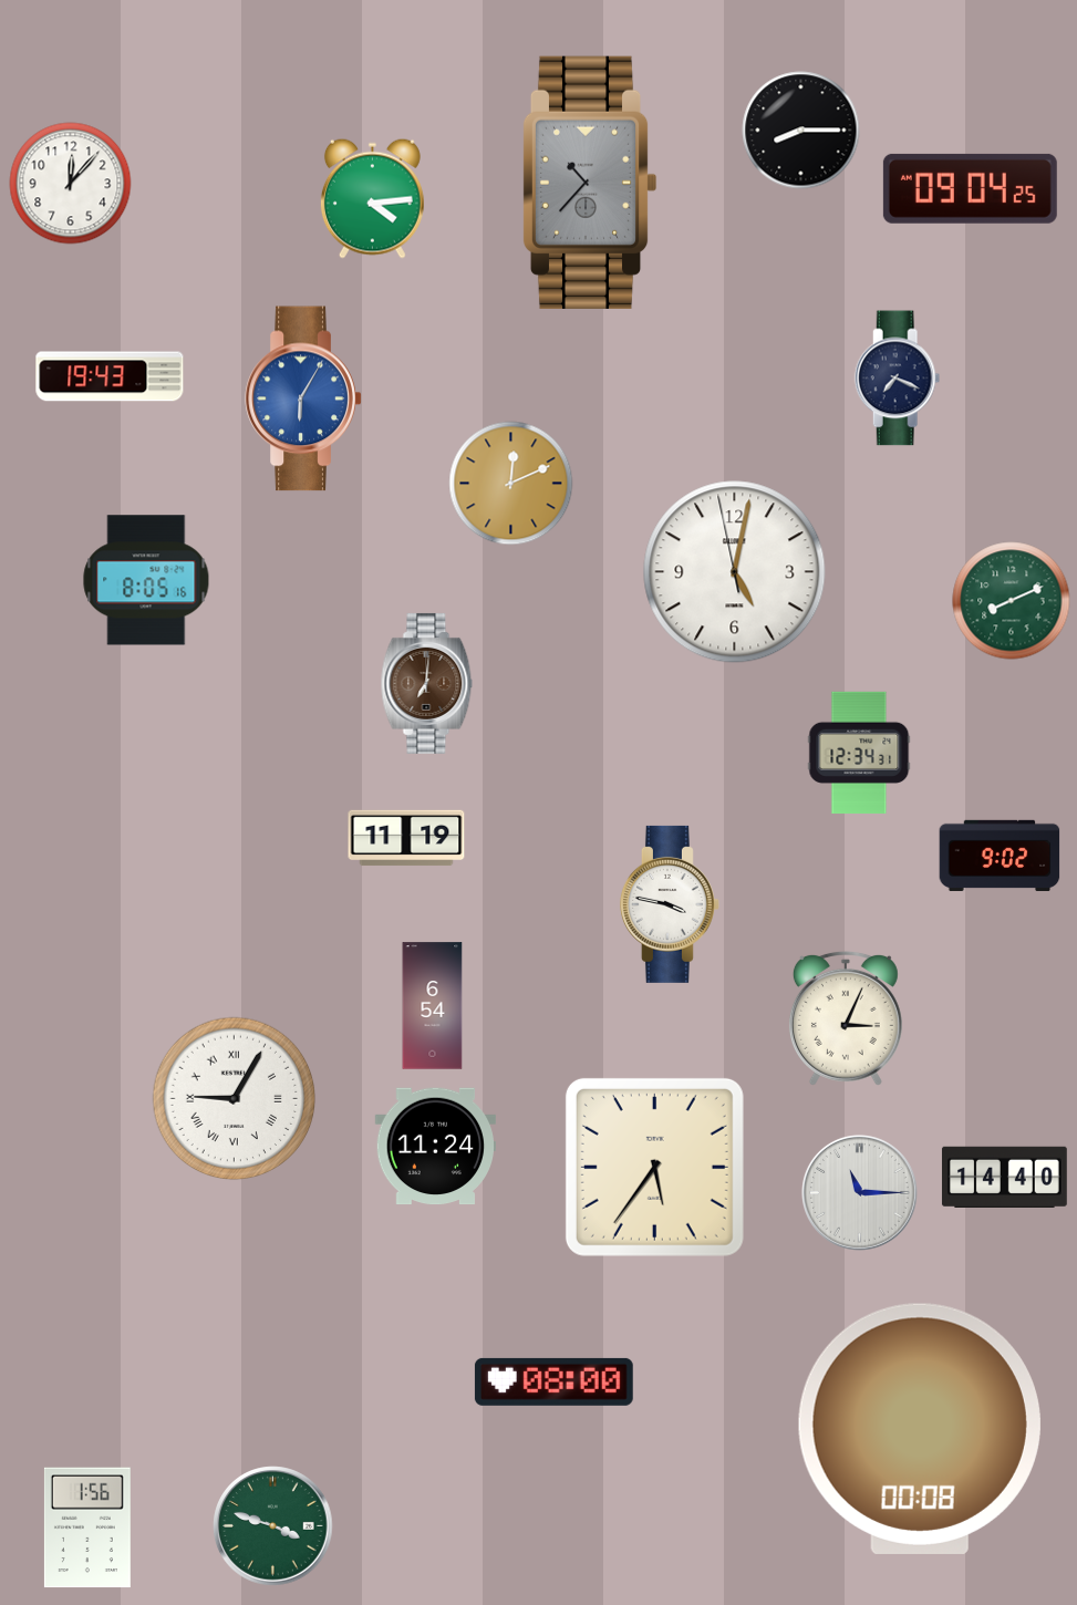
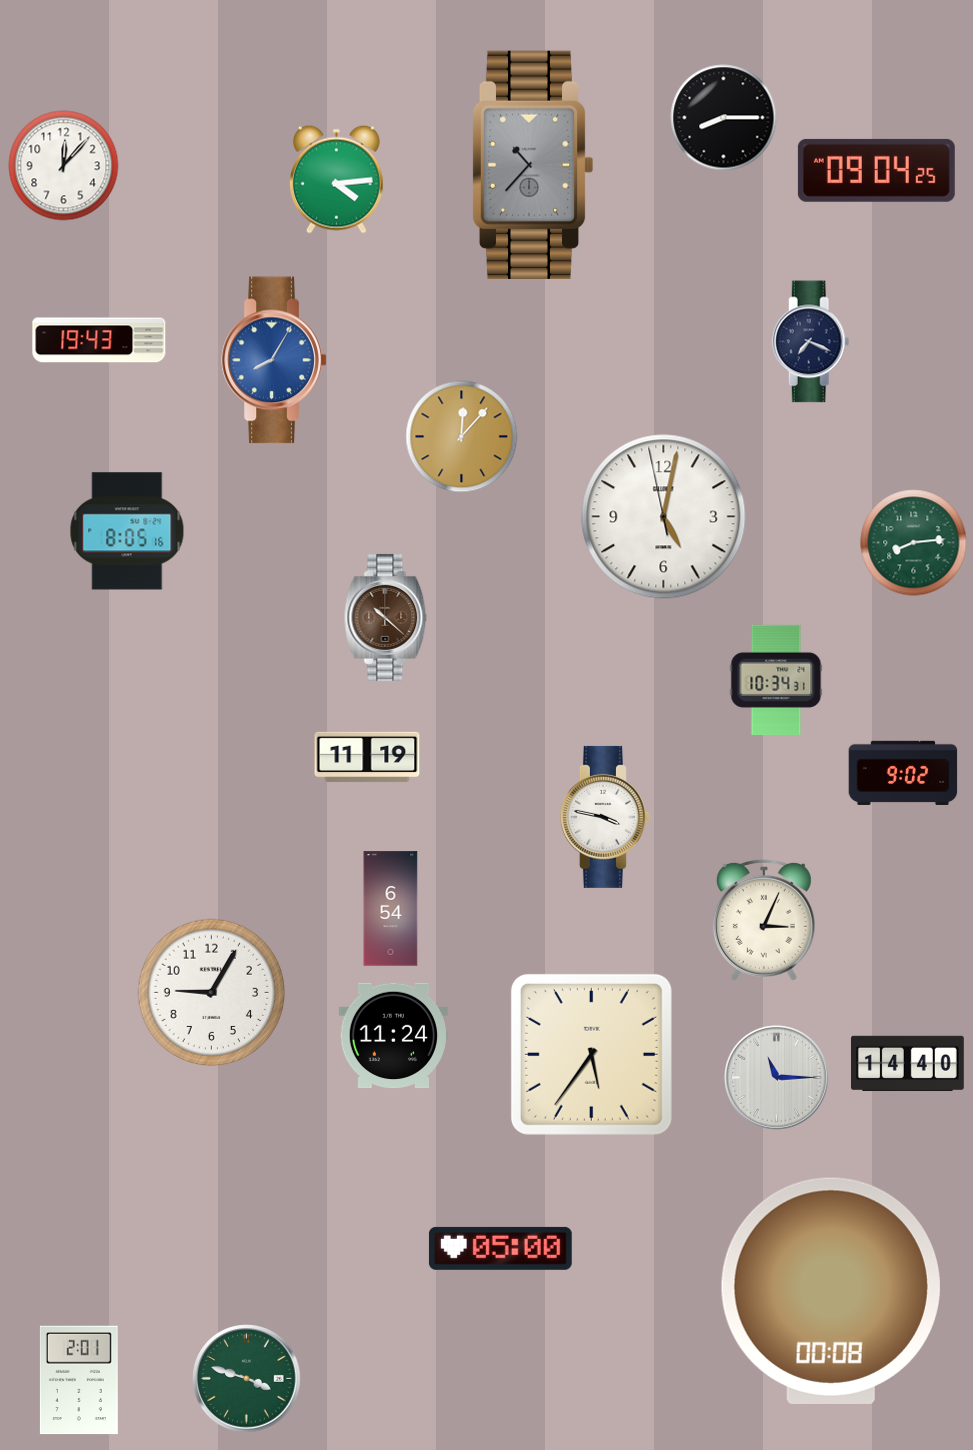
clock at (303, 398): 6:05 -> 8:05
clock at (511, 484): 12:11 -> 12:07
clock at (146, 580) position: (146, 580) -> (127, 531)
clock at (1012, 601): 8:11 -> 8:14
clock at (427, 683): 7:01 -> 10:22
clock at (859, 753): 12:34 -> 10:34
clock at (235, 1099) numerals: Roman -> Arabic
clock at (553, 1381): 08:00 -> 05:00
clock at (87, 1528): 1:56 -> 2:01
